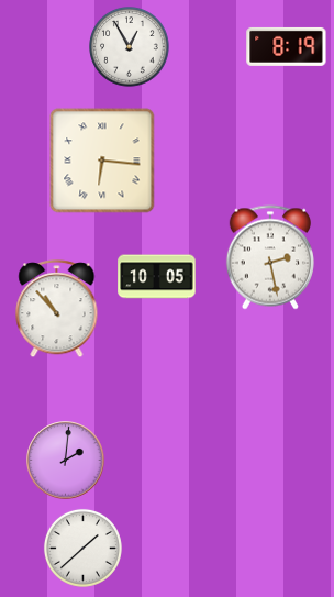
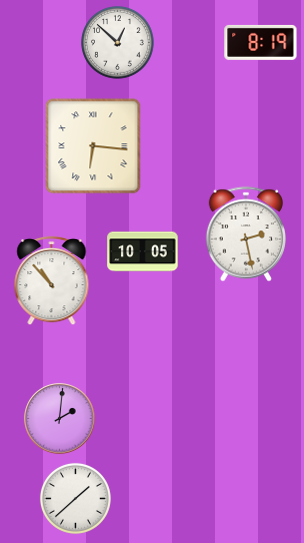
clock at (130, 47): 12:55 -> 12:52
